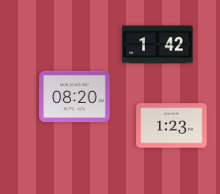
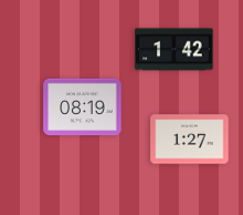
clock at (75, 97): 08:20 -> 08:19
clock at (172, 126): 1:23 -> 1:27
